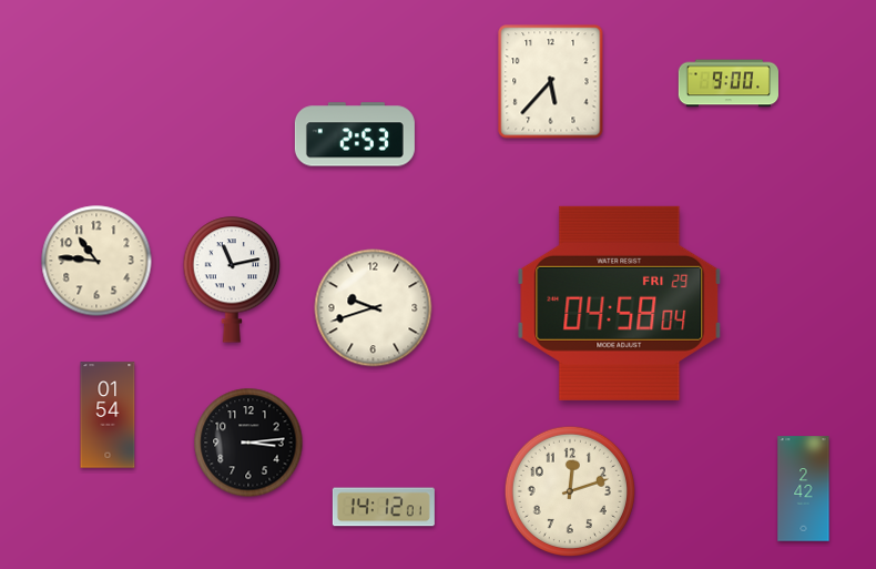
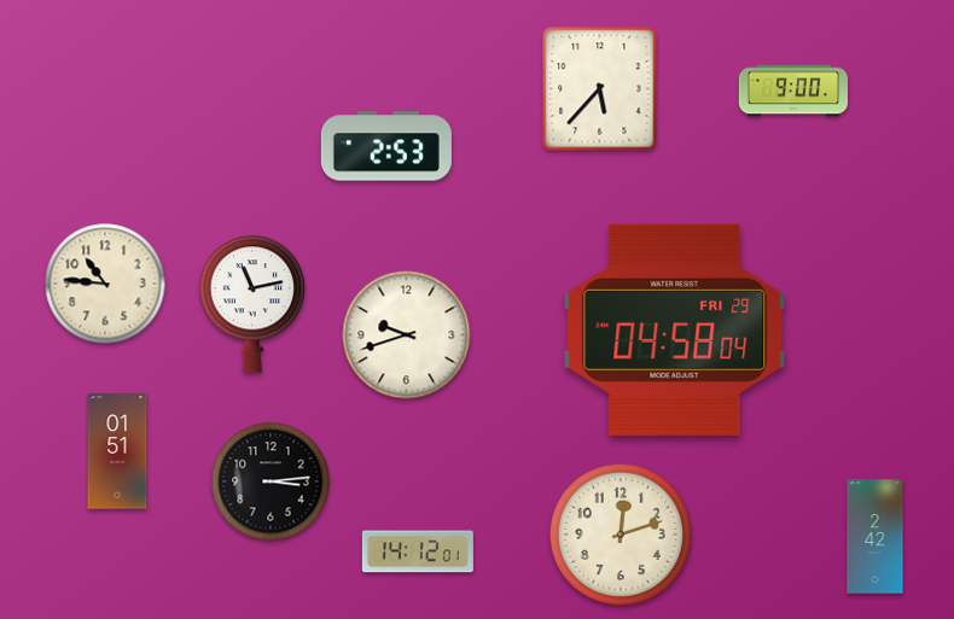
clock at (108, 415): 01:54 -> 01:51
clock at (804, 489) position: (804, 489) -> (876, 537)
